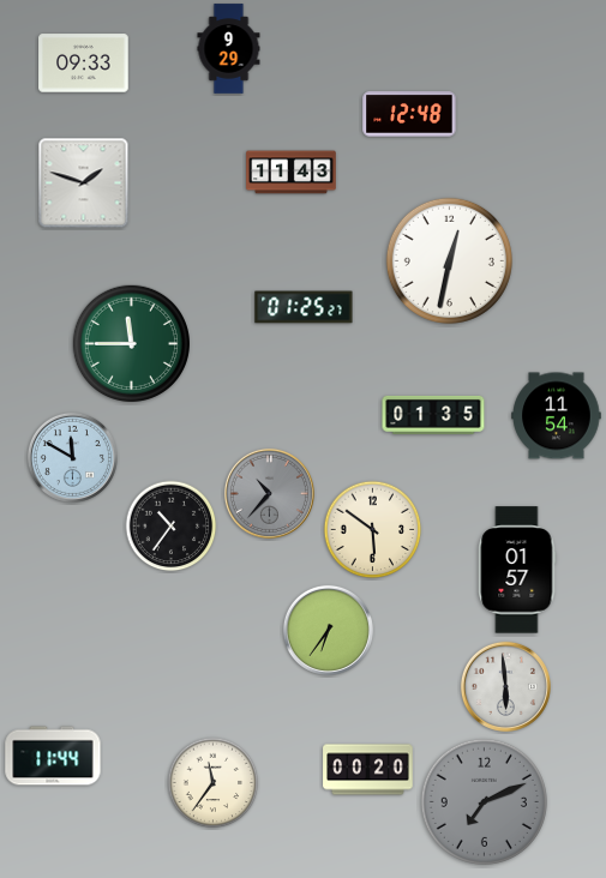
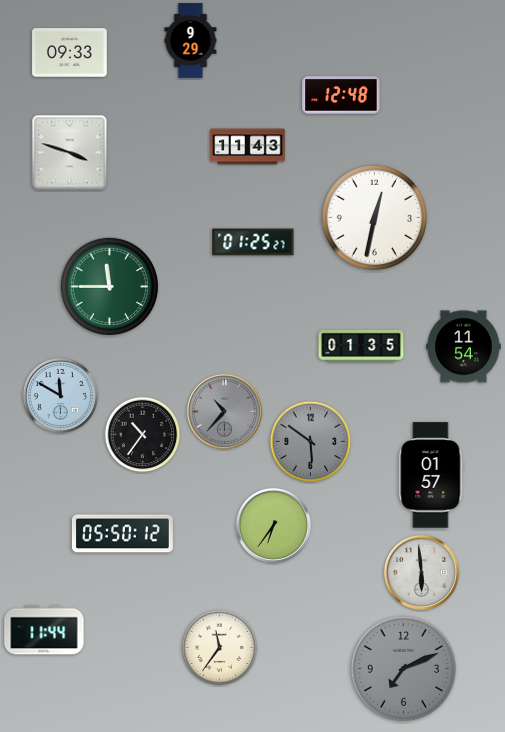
clock at (292, 173) position: (292, 173) -> (248, 147)
clock at (84, 184): 1:48 -> 3:48
clock at (304, 307) position: (304, 307) -> (253, 242)
clock at (72, 457) position: (72, 457) -> (60, 395)
clock at (172, 527) position: (172, 527) -> (143, 435)
clock at (373, 530) dial: cream -> grey
clock at (122, 534): none -> 05:50
clock at (368, 770): 00:20 -> none
clock at (214, 783) position: (214, 783) -> (220, 648)
